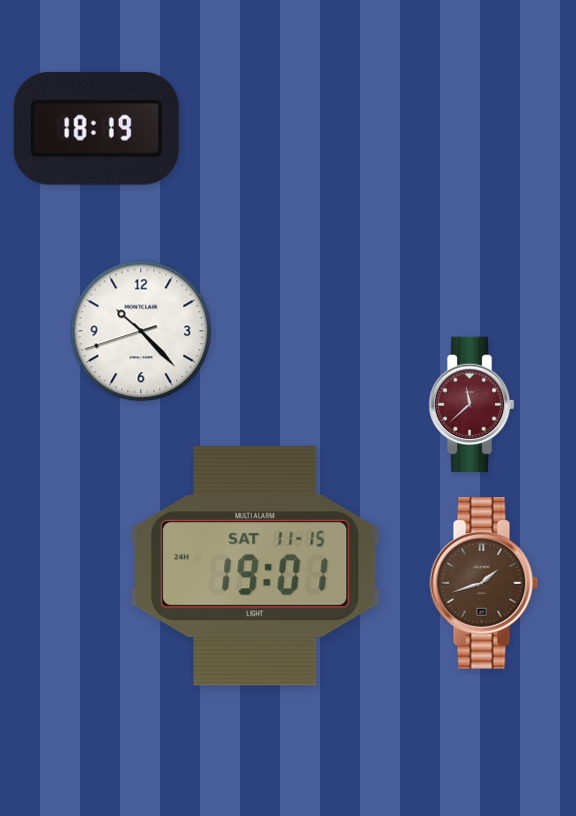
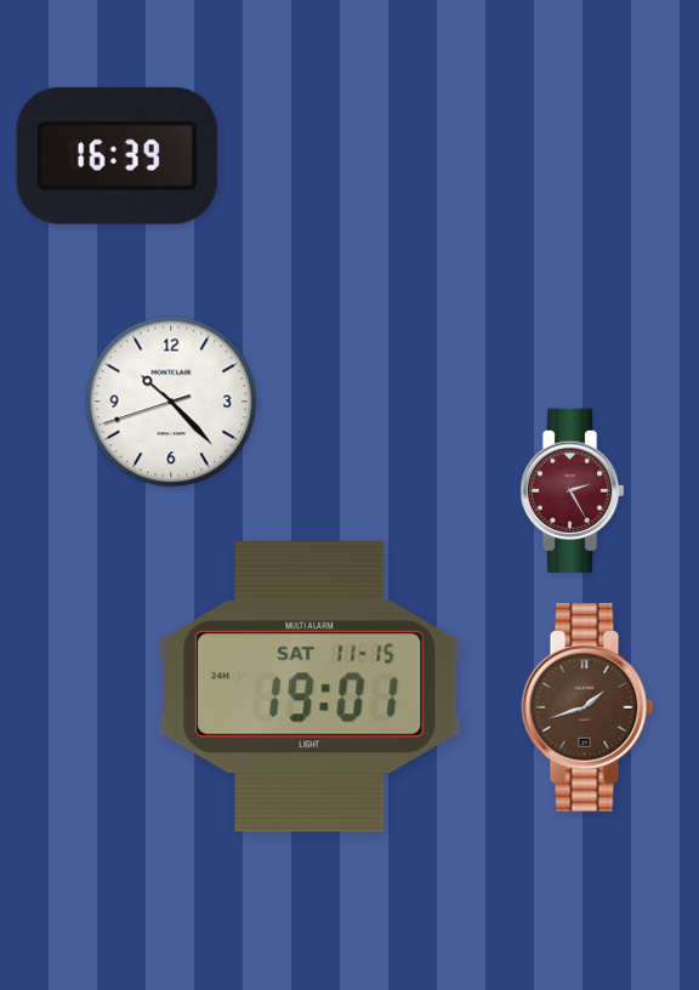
clock at (96, 128): 18:19 -> 16:39
clock at (471, 405): 11:38 -> 2:25
